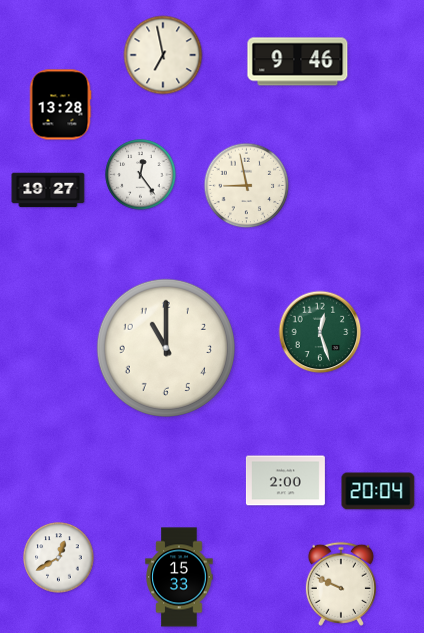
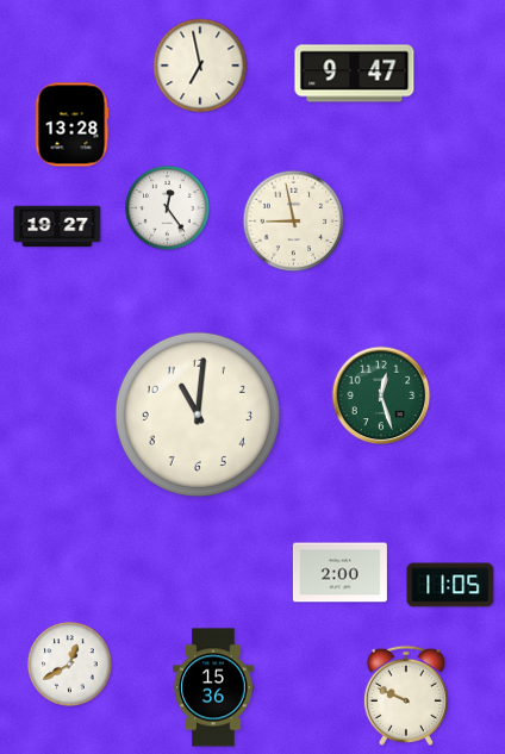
clock at (163, 55) position: (163, 55) -> (200, 66)
clock at (298, 62): 9:46 -> 9:47
clock at (166, 348): 11:00 -> 11:01
clock at (378, 491): 20:04 -> 11:05
clock at (179, 577): 15:33 -> 15:36
